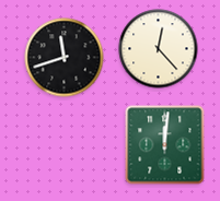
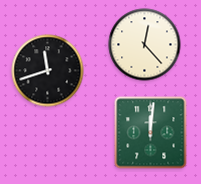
clock at (65, 58) position: (65, 58) -> (48, 71)
